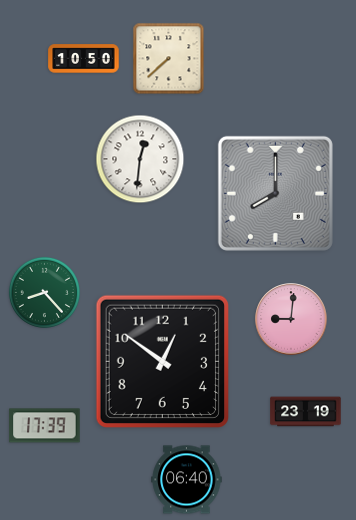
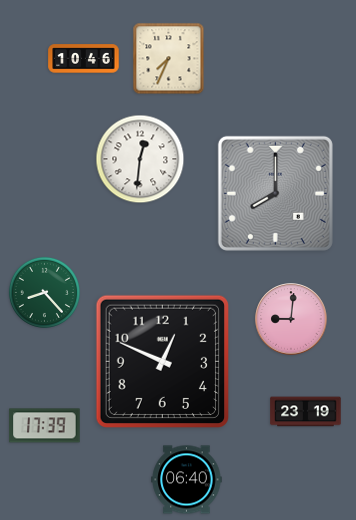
clock at (84, 59): 10:50 -> 10:46
clock at (169, 59): 7:38 -> 7:34
clock at (162, 361): 12:51 -> 12:49
